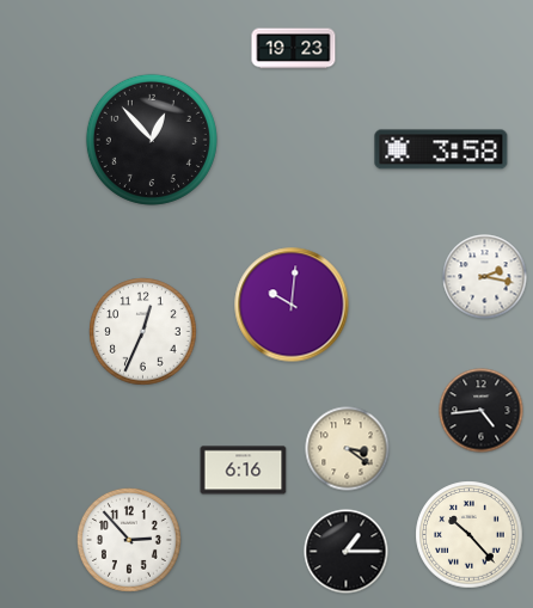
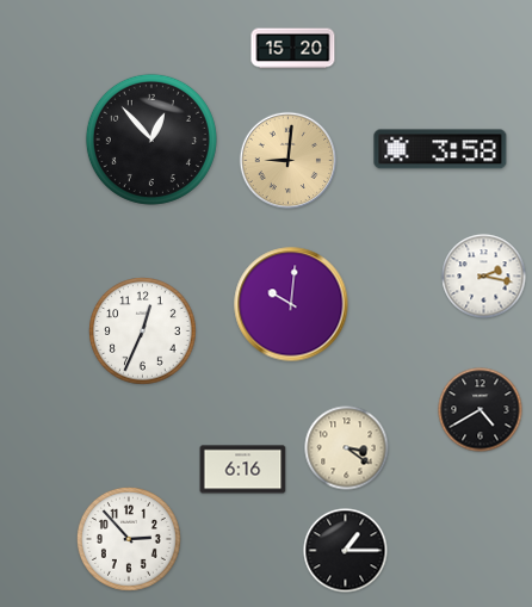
clock at (294, 49): 19:23 -> 15:20
clock at (289, 161): none -> 9:01
clock at (482, 411): 4:44 -> 4:40
clock at (470, 535): 10:23 -> none
